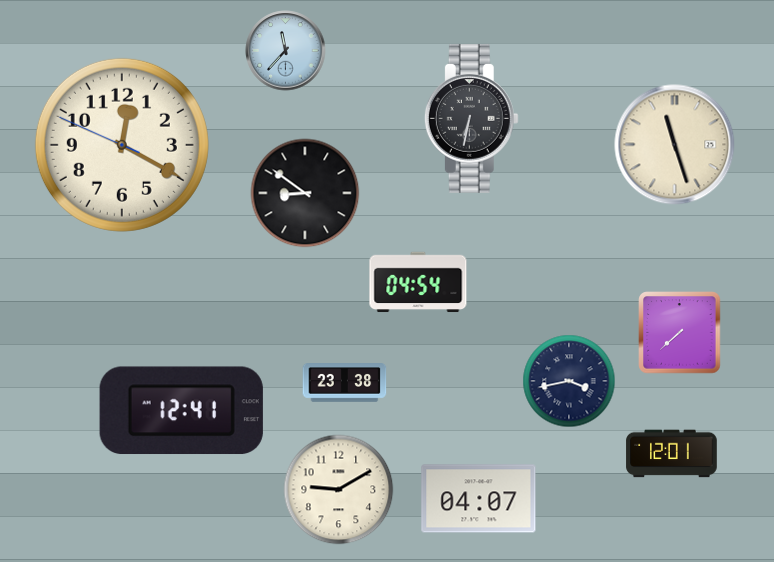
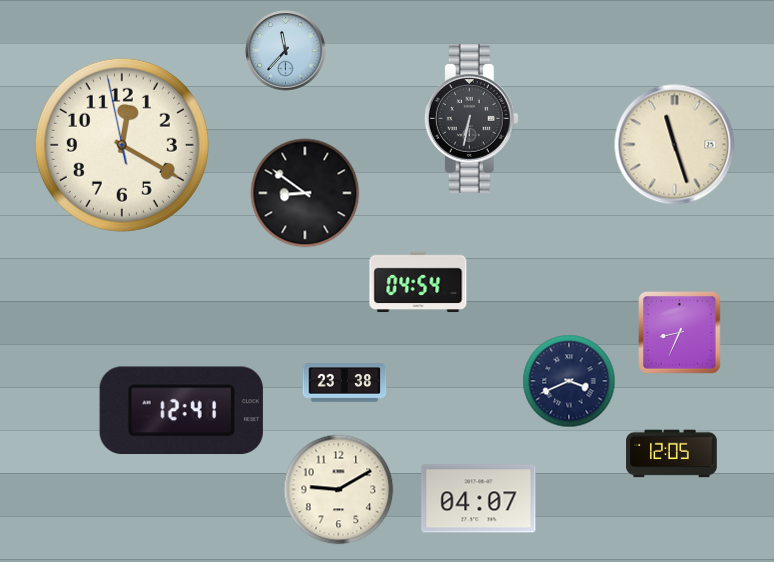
clock at (122, 145): 12:19:49 -> 12:19:58
clock at (680, 333): 7:38 -> 8:34
clock at (569, 381): 3:43 -> 3:41
clock at (672, 454): 12:01 -> 12:05
